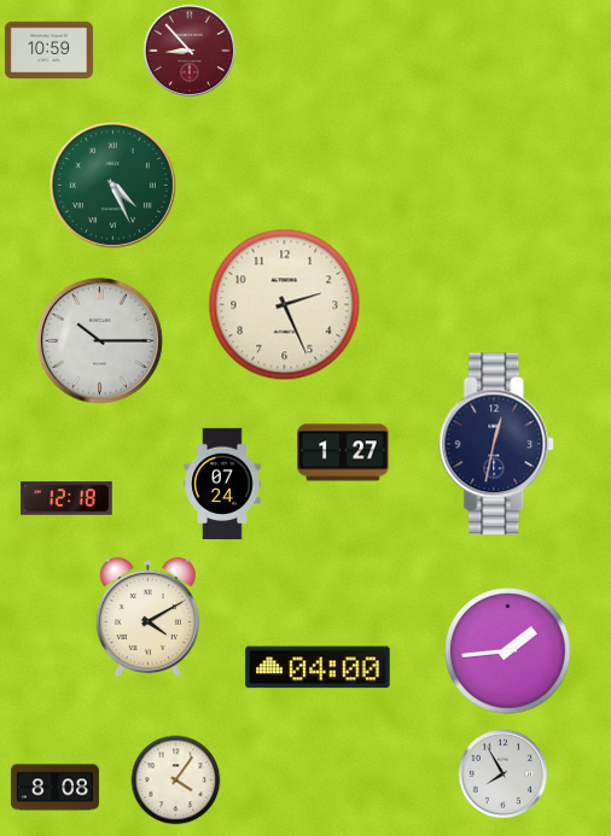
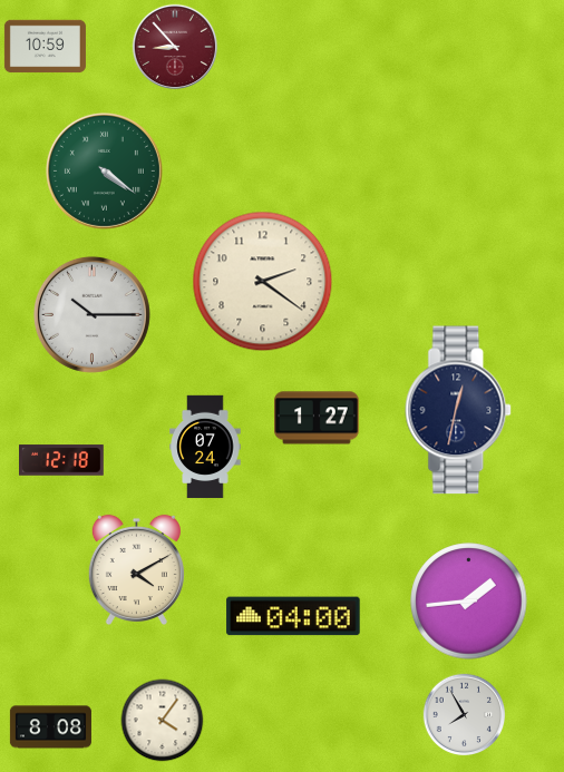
clock at (112, 185): 4:26 -> 4:21
clock at (285, 305): 2:26 -> 2:21
